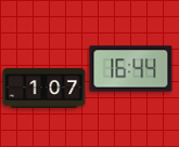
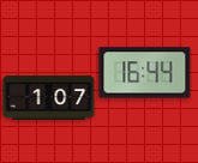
clock at (131, 69) position: (131, 69) -> (145, 73)
